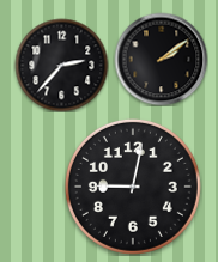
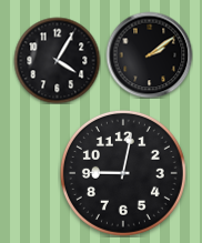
clock at (61, 65): 2:37 -> 4:05
